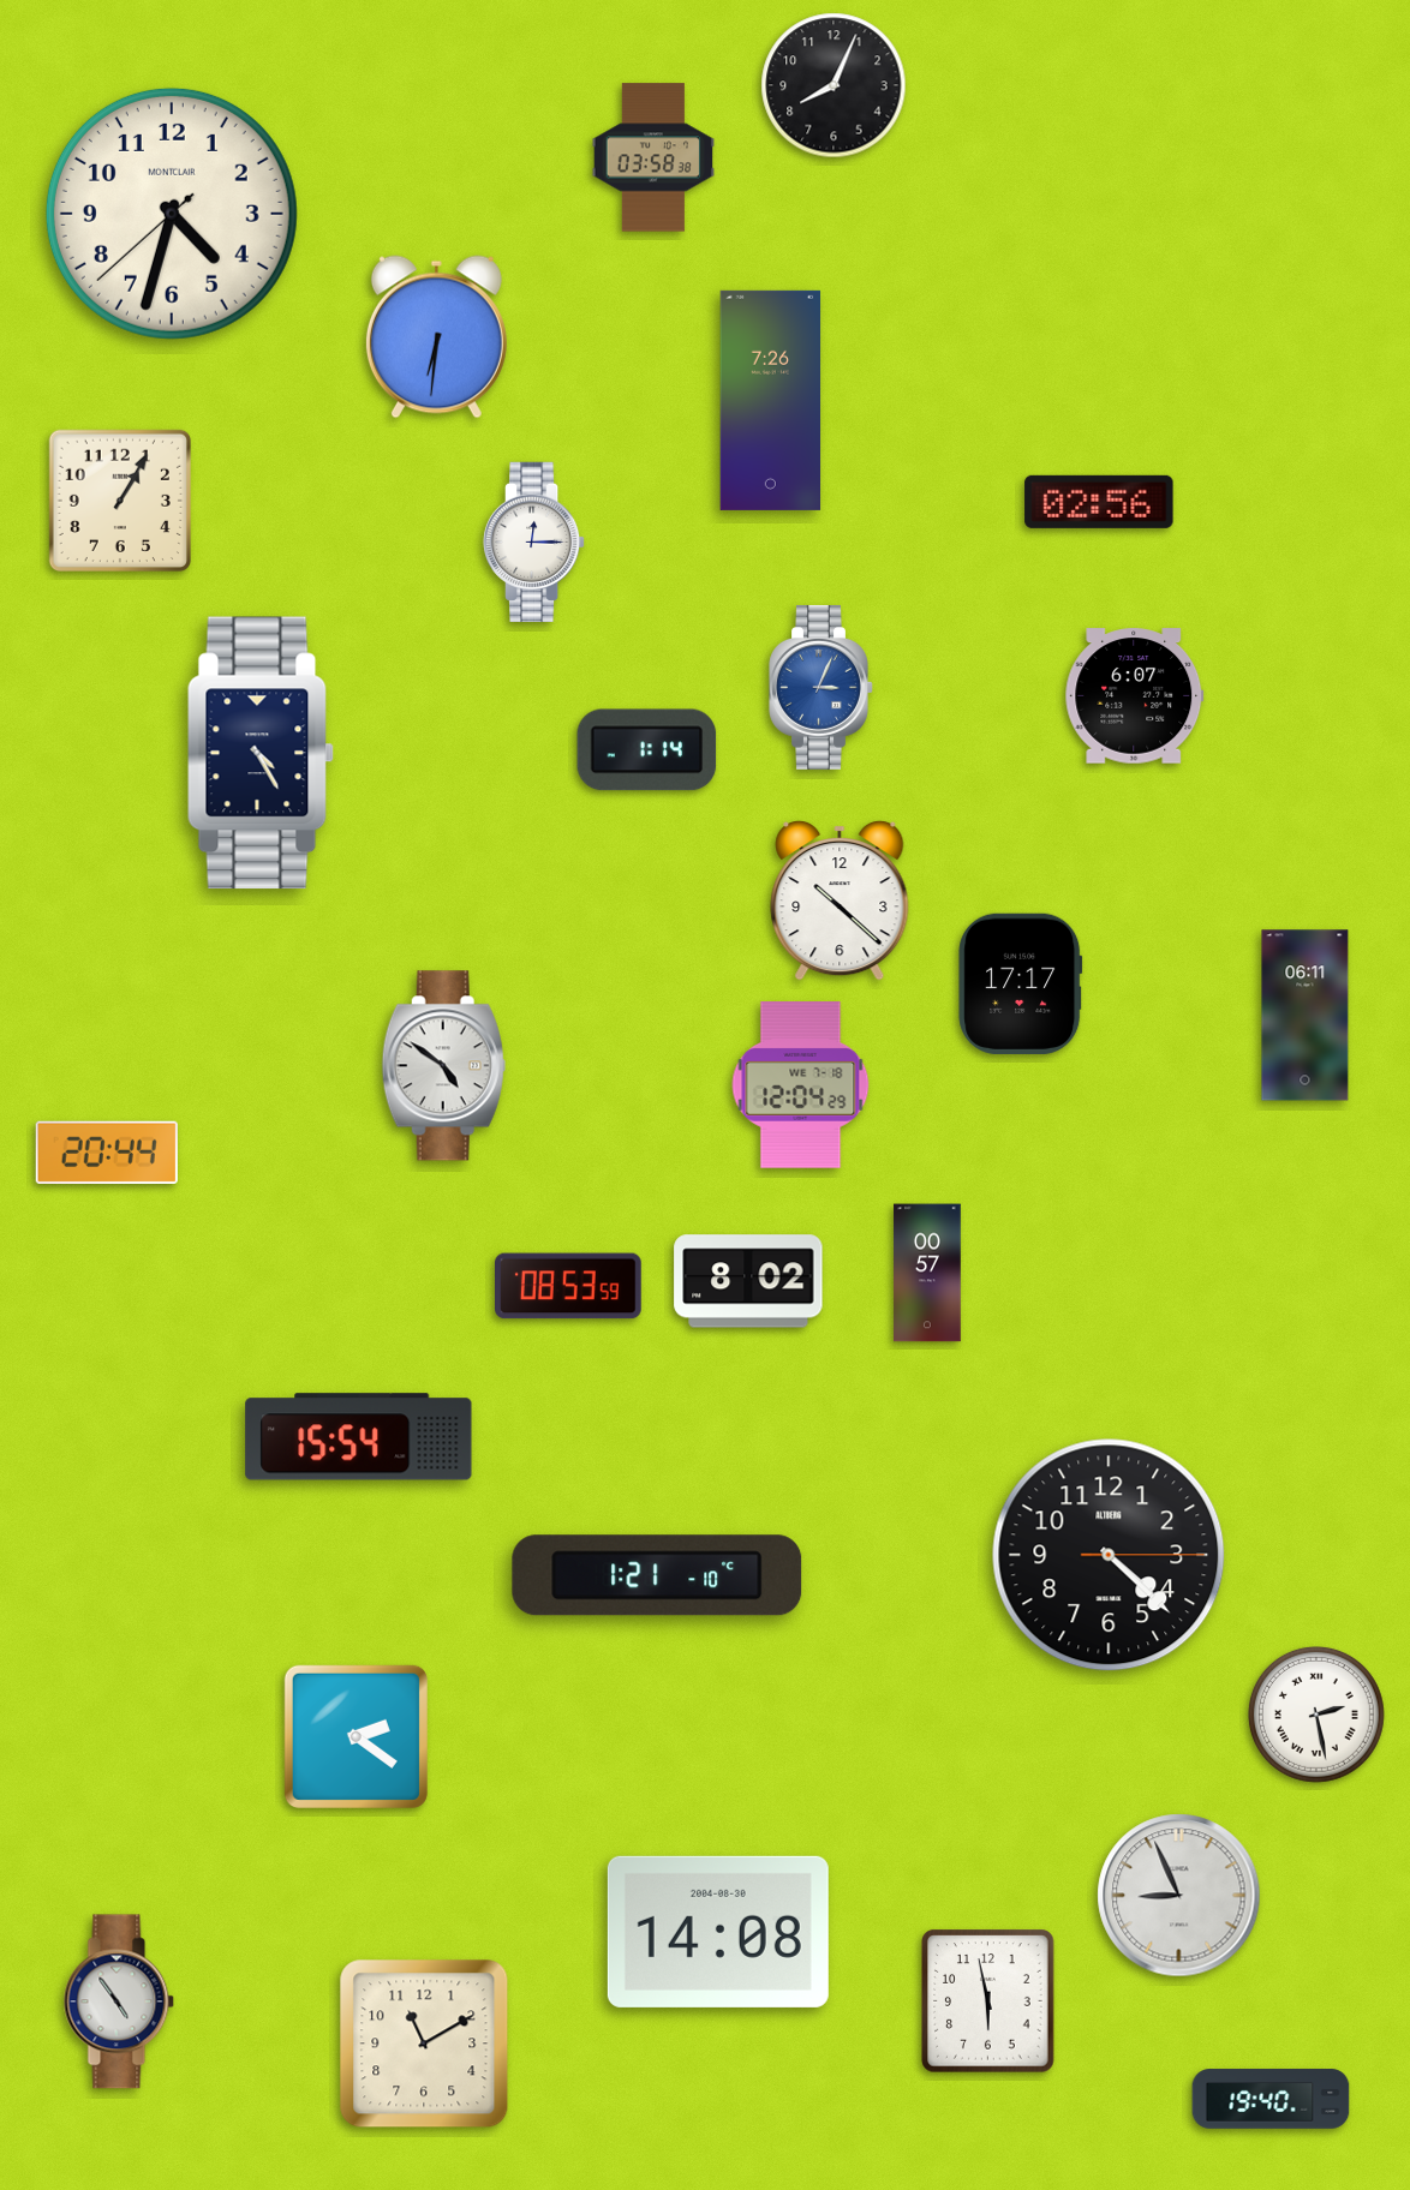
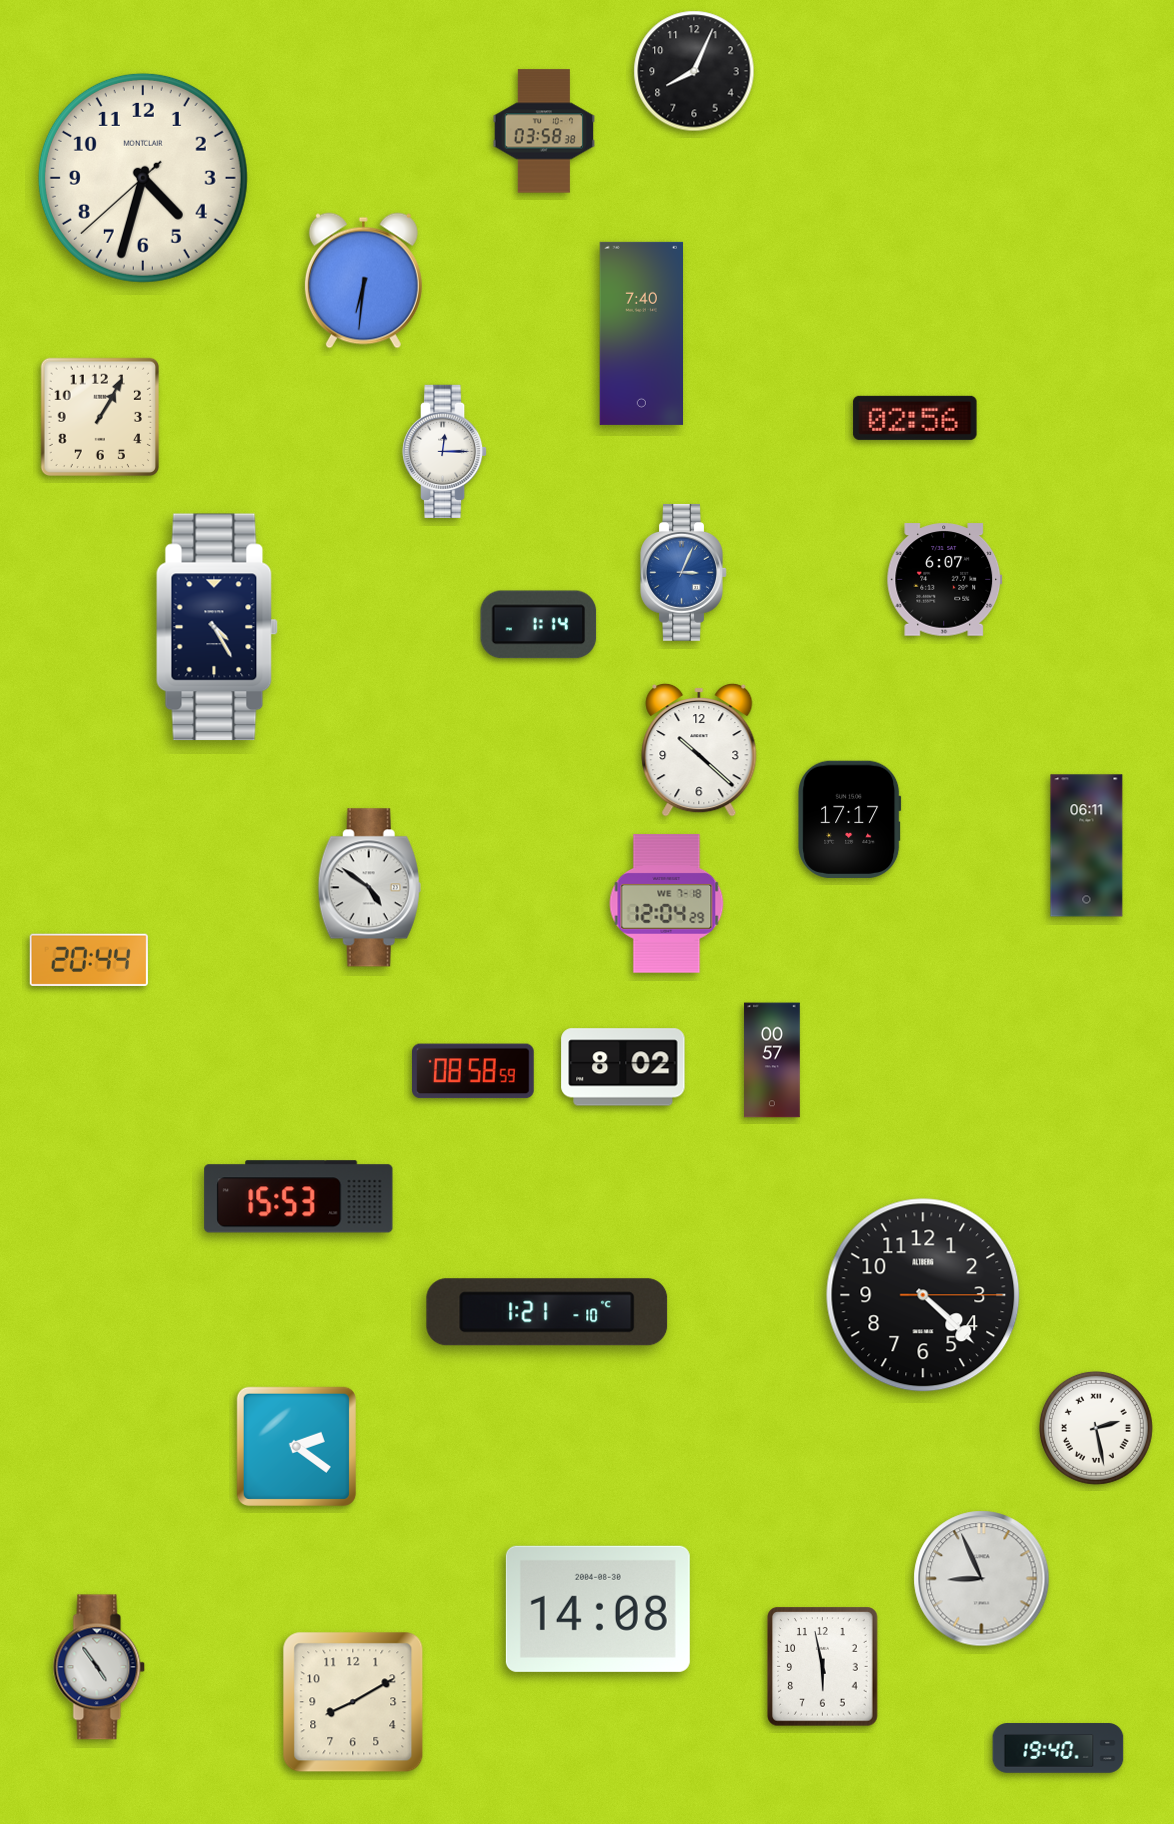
clock at (771, 400): 7:26 -> 7:40
clock at (569, 1286): 08:53 -> 08:58
clock at (359, 1437): 15:54 -> 15:53
clock at (424, 2044): 11:10 -> 8:10
